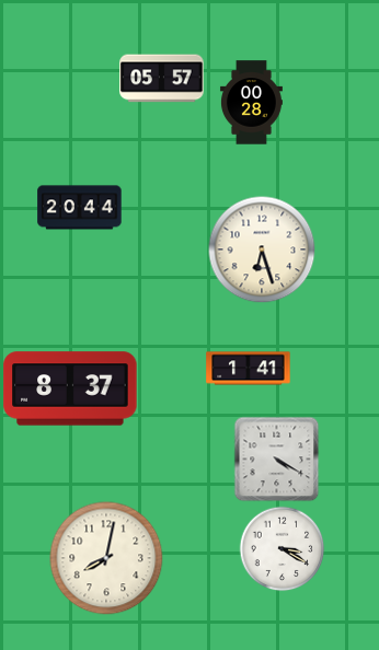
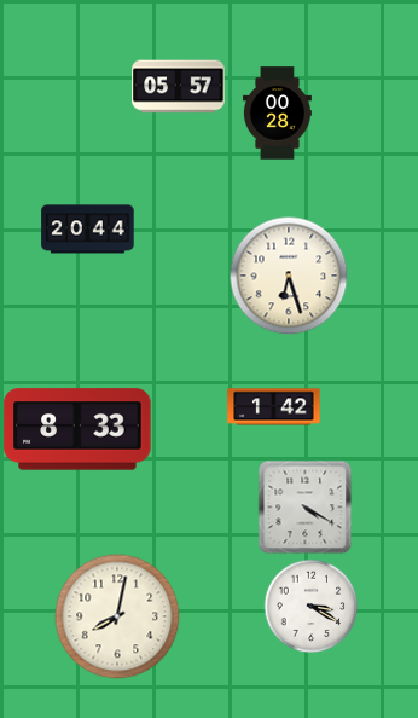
clock at (249, 369): 1:41 -> 1:42
clock at (70, 388): 8:37 -> 8:33
